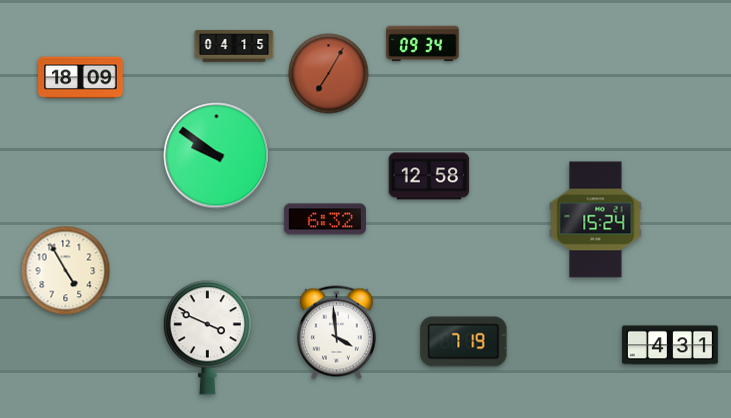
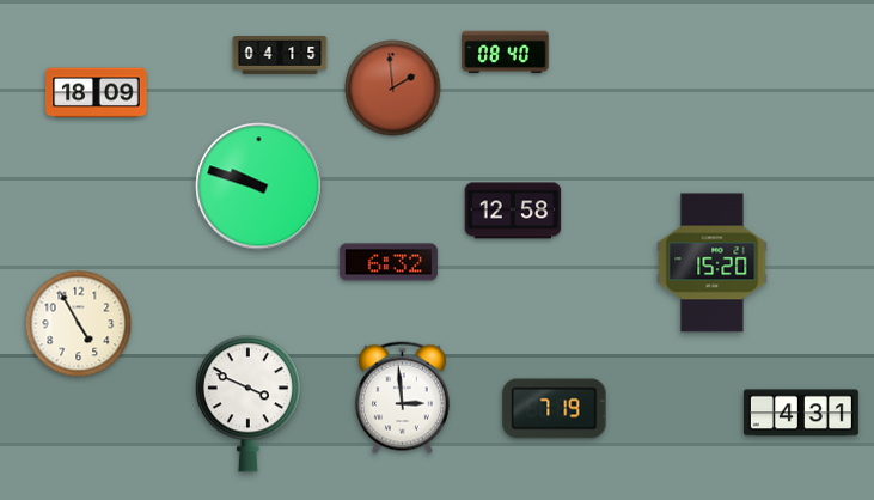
clock at (423, 44): 09:34 -> 08:40
clock at (329, 74): 7:05 -> 1:59
clock at (217, 156): 9:51 -> 9:48
clock at (596, 220): 15:24 -> 15:20
clock at (336, 333): 3:59 -> 2:59
